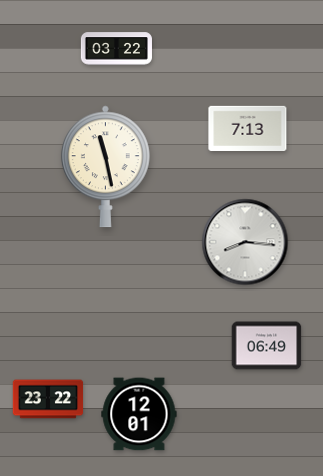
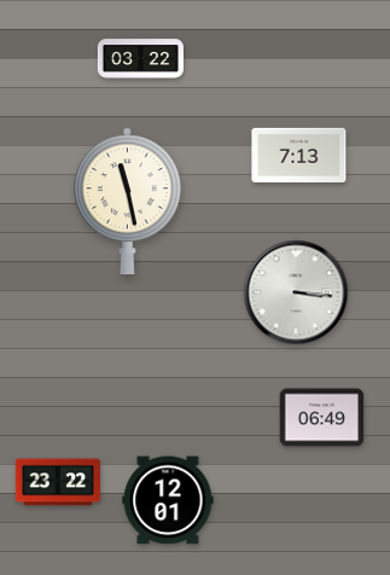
clock at (245, 242): 8:16 -> 3:16
